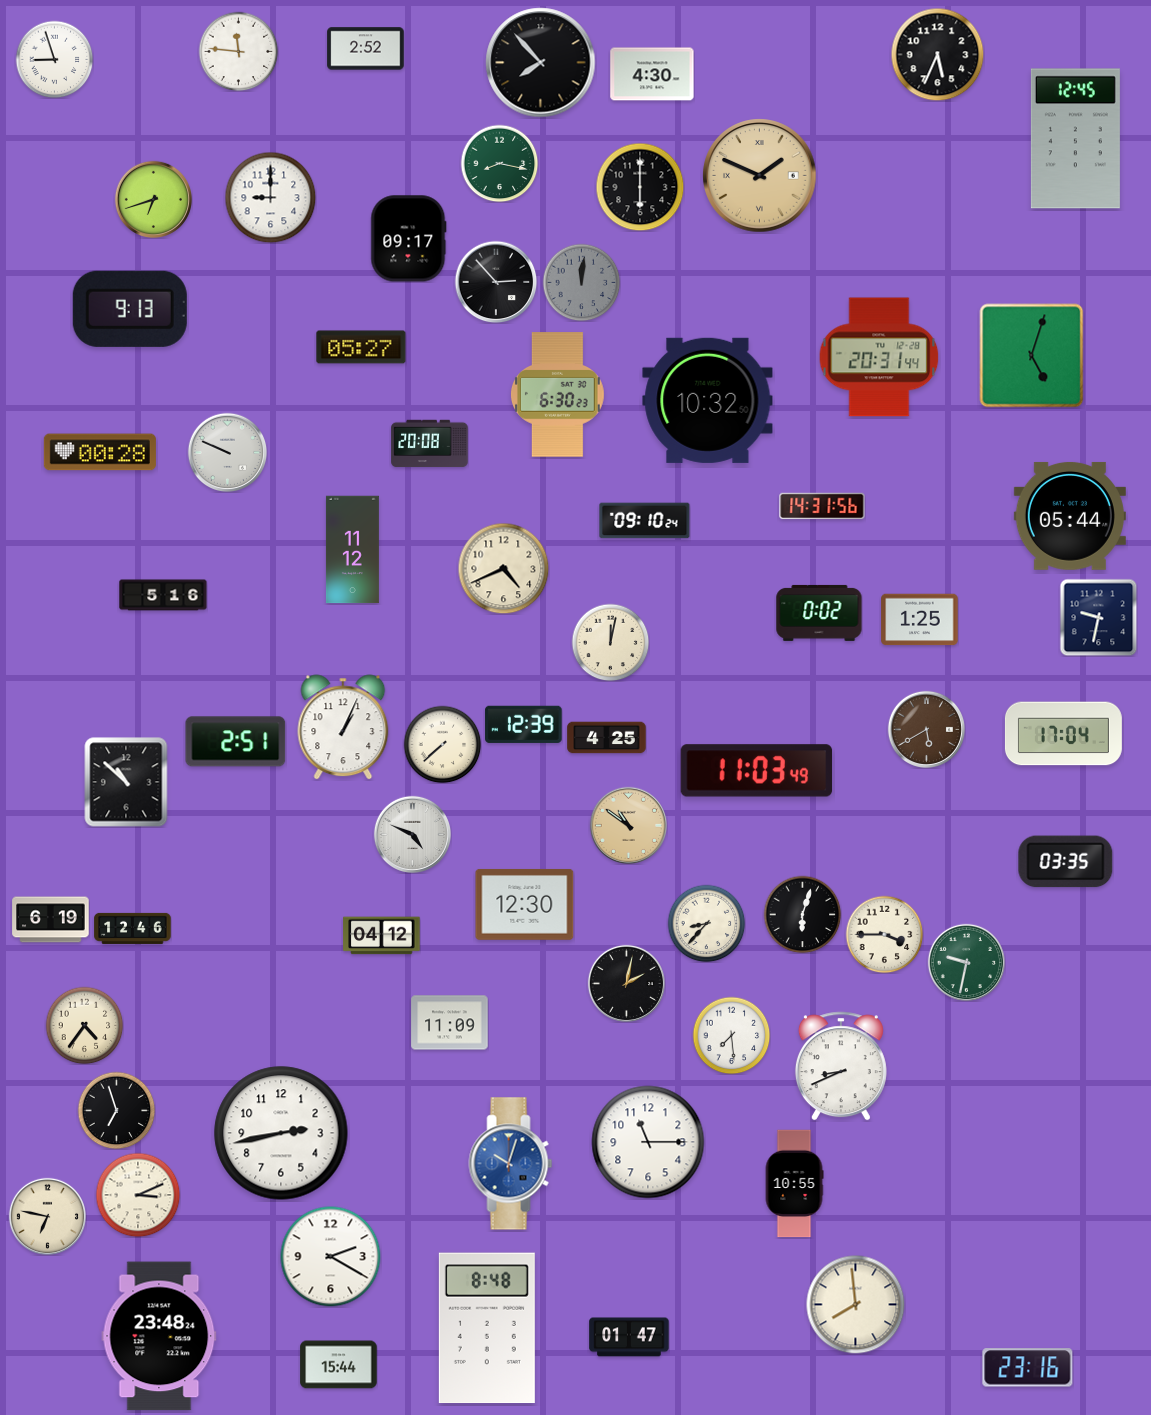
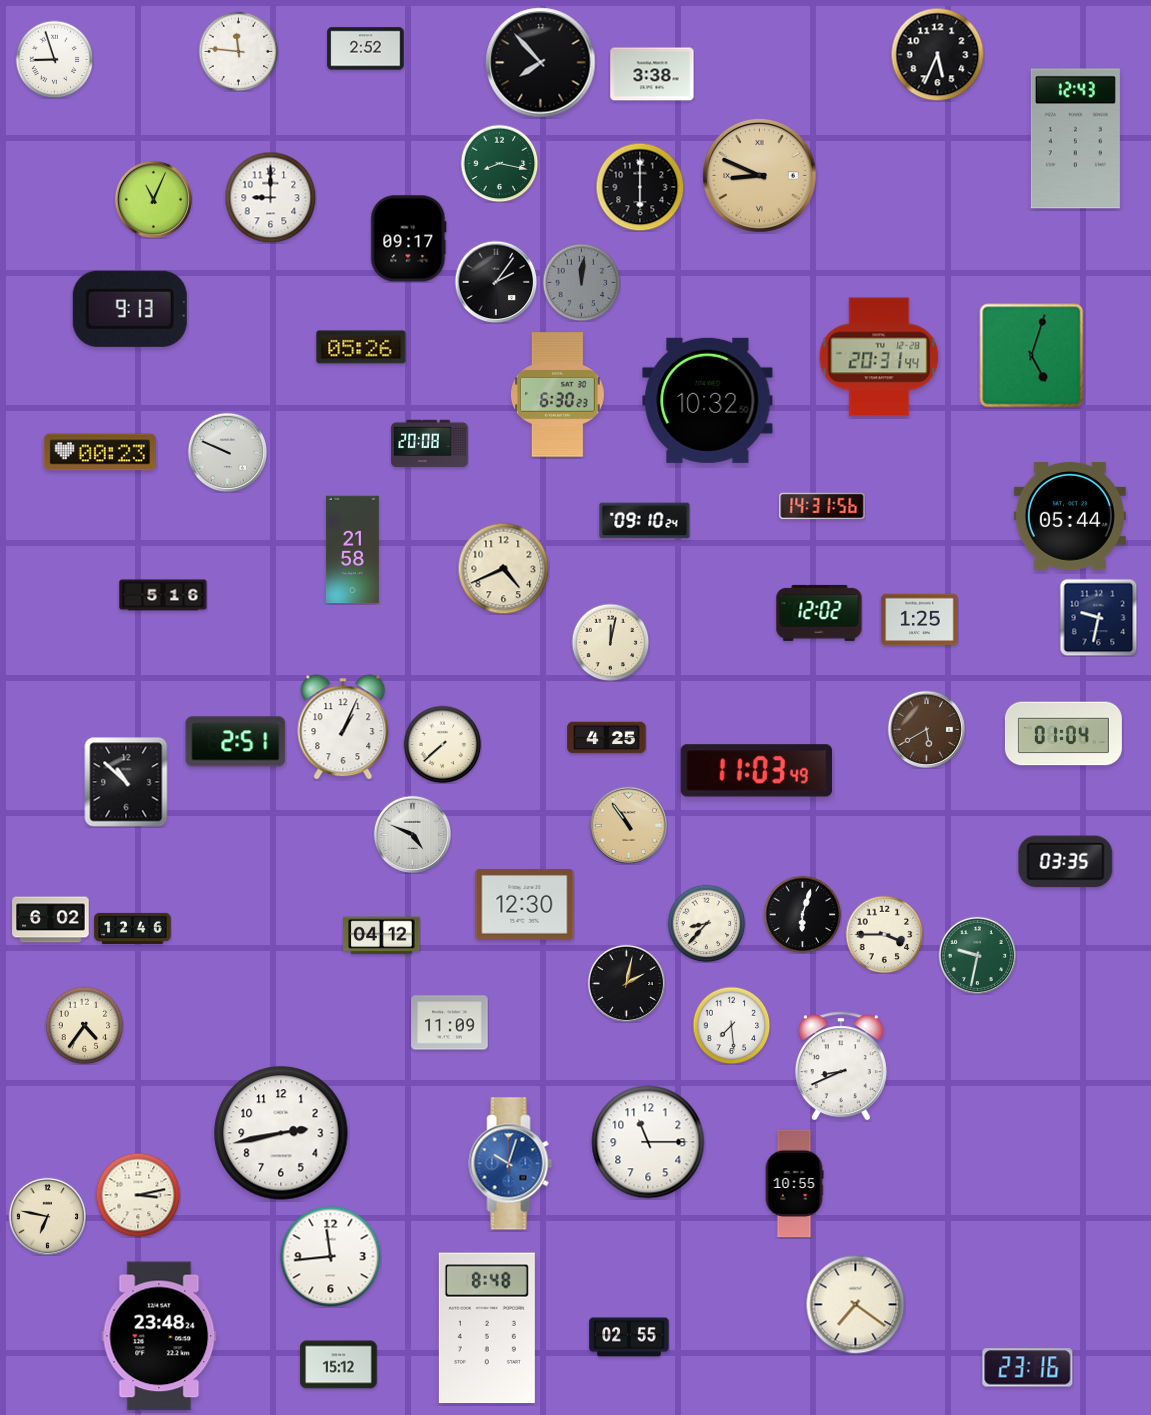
clock at (652, 74): 4:30 -> 3:38
clock at (1075, 139): 12:45 -> 12:43
clock at (760, 176): 1:49 -> 8:49
clock at (153, 199): 6:42 -> 11:04
clock at (496, 282): 2:53 -> 2:06
clock at (361, 347): 05:27 -> 05:26
clock at (100, 452): 00:28 -> 00:23
clock at (352, 550): 11:12 -> 21:58
clock at (819, 613): 0:02 -> 12:02
clock at (524, 724): 12:39 -> none
clock at (1063, 734): 17:04 -> 01:04
clock at (628, 825): 10:51 -> 10:54
clock at (51, 920): 6:19 -> 6:02
clock at (966, 962) position: (966, 962) -> (977, 955)
clock at (731, 1035) position: (731, 1035) -> (731, 1025)
clock at (116, 1110): 6:57 -> none
clock at (138, 1195): 3:11 -> 3:13
clock at (331, 1257): 2:20 -> 11:44
clock at (856, 1305): 7:59 -> 7:21
clock at (629, 1337): 01:47 -> 02:55
clock at (339, 1365): 15:44 -> 15:12
